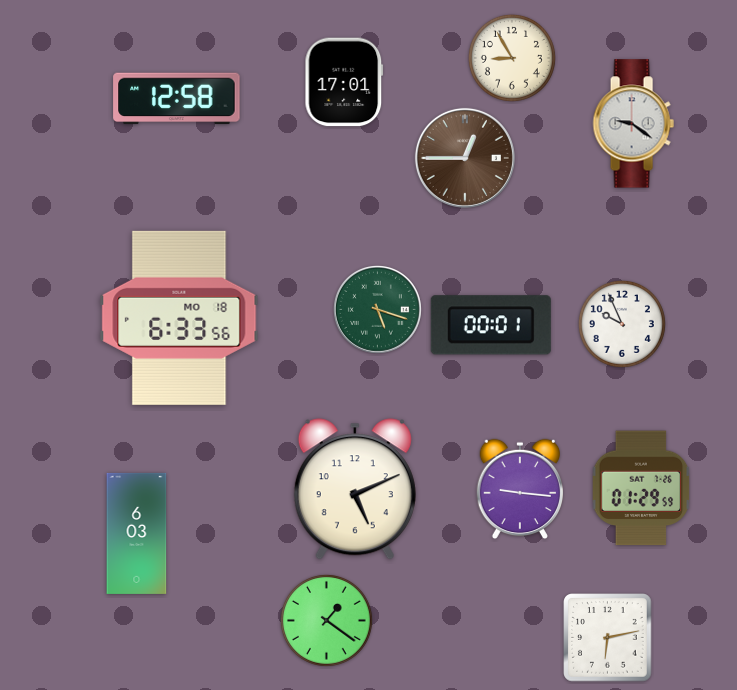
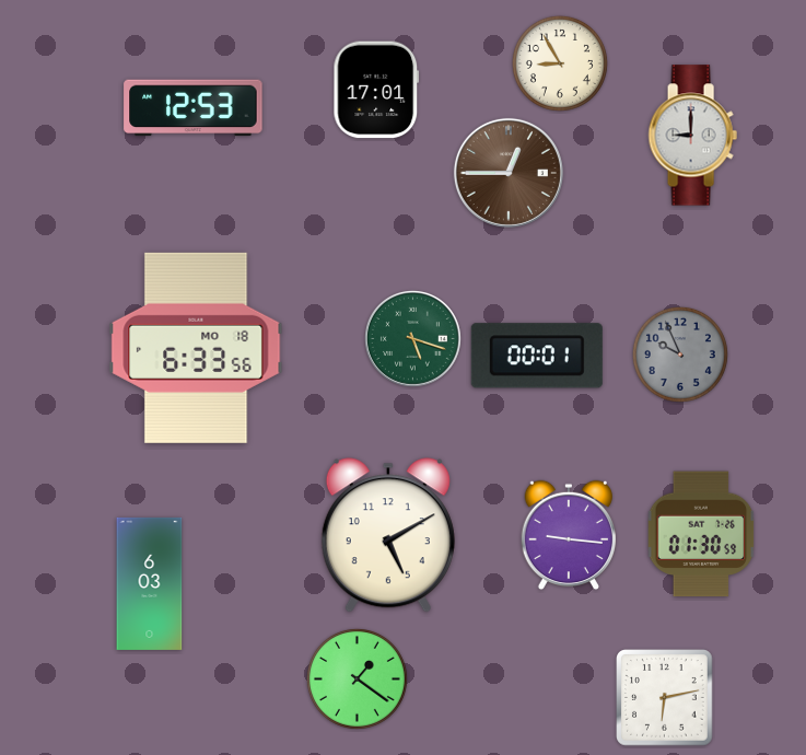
clock at (177, 99): 12:58 -> 12:53
clock at (633, 124): 9:21 -> 9:00
clock at (622, 324) dial: white -> grey
clock at (641, 488): 01:29 -> 01:30
clock at (355, 489): 5:11 -> 5:10
